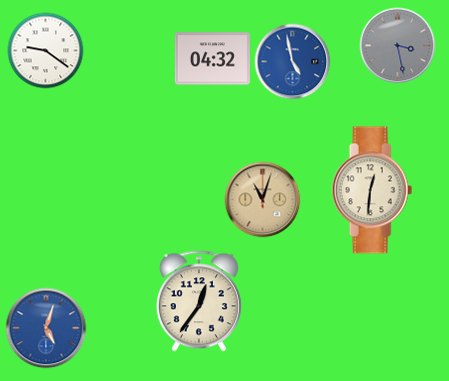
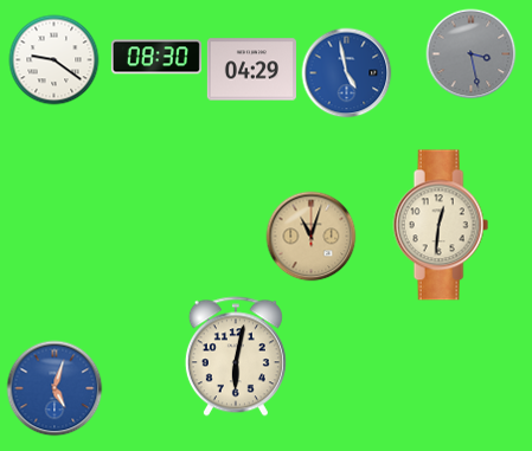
clock at (156, 57): none -> 08:30
clock at (212, 59): 04:32 -> 04:29
clock at (199, 301): 12:36 -> 6:02
